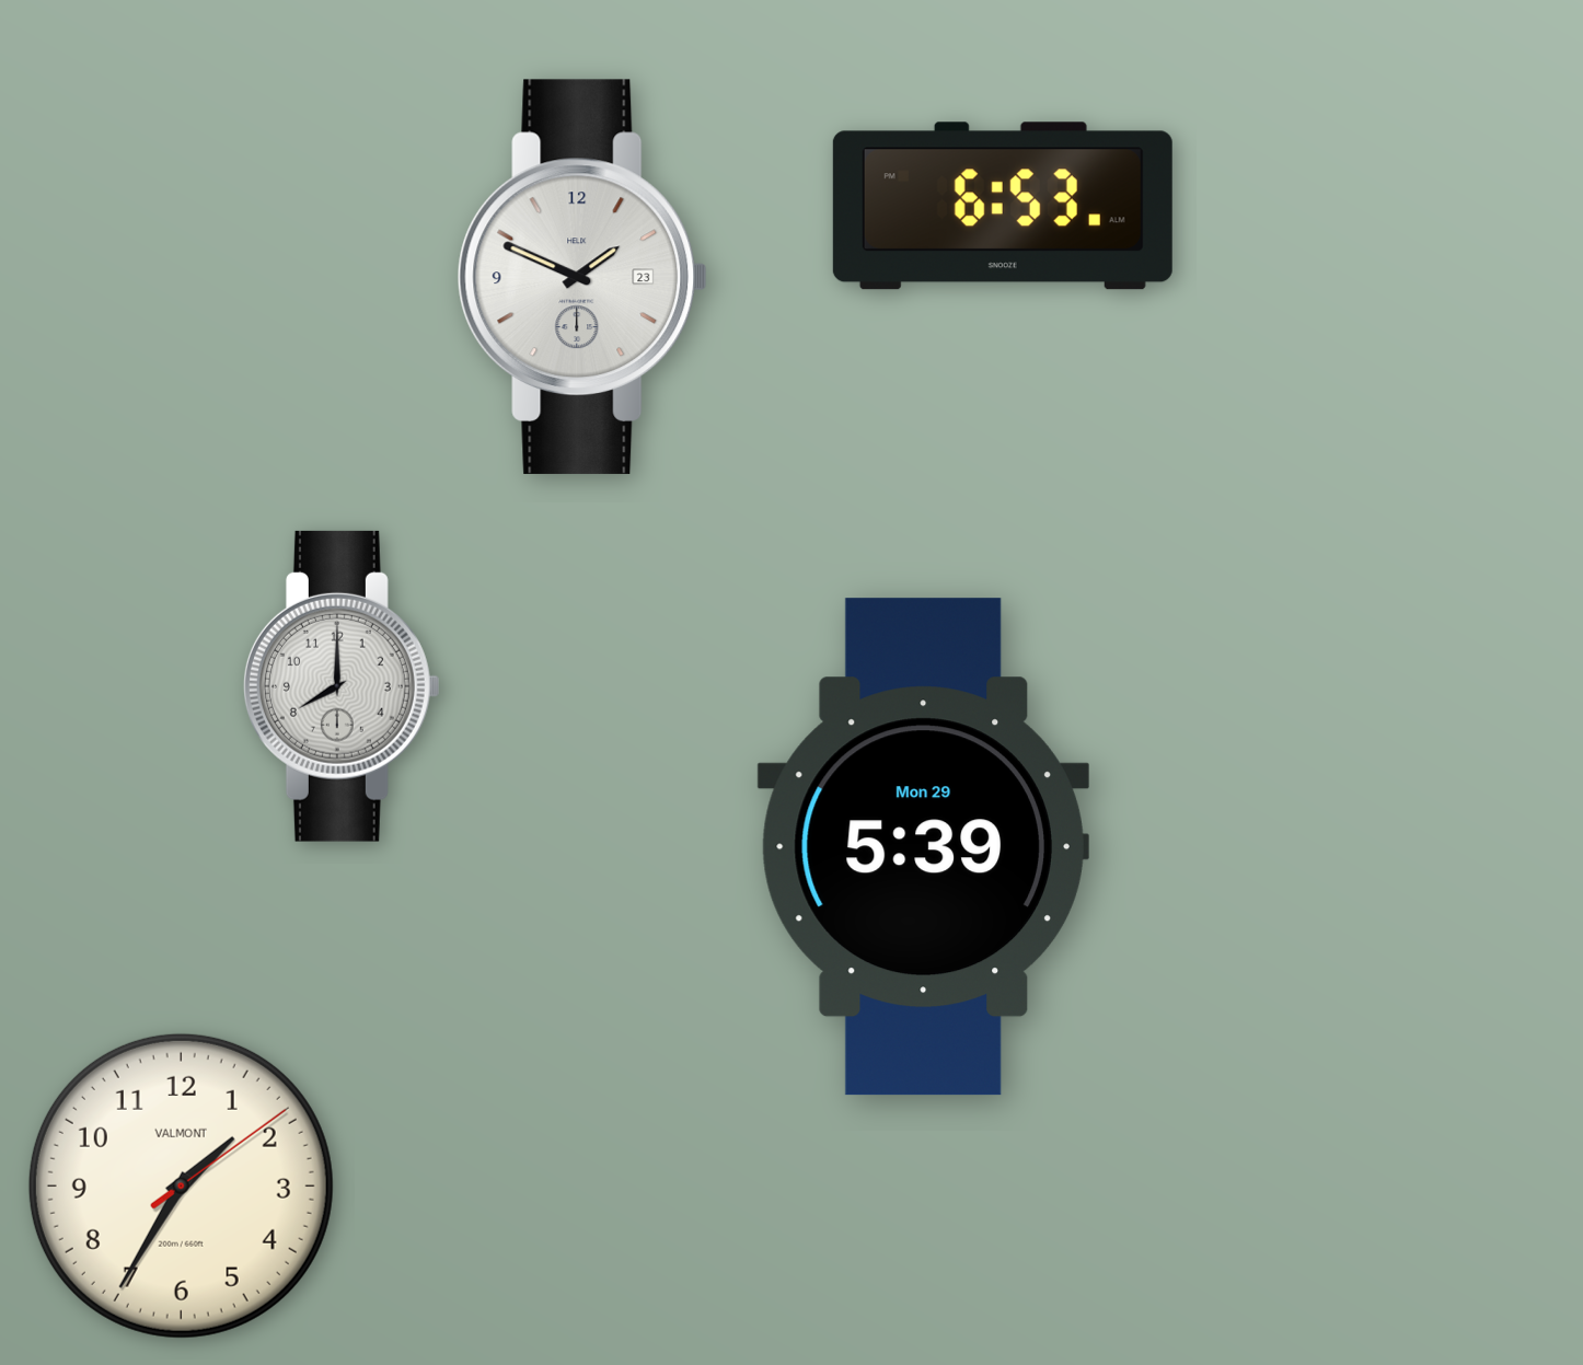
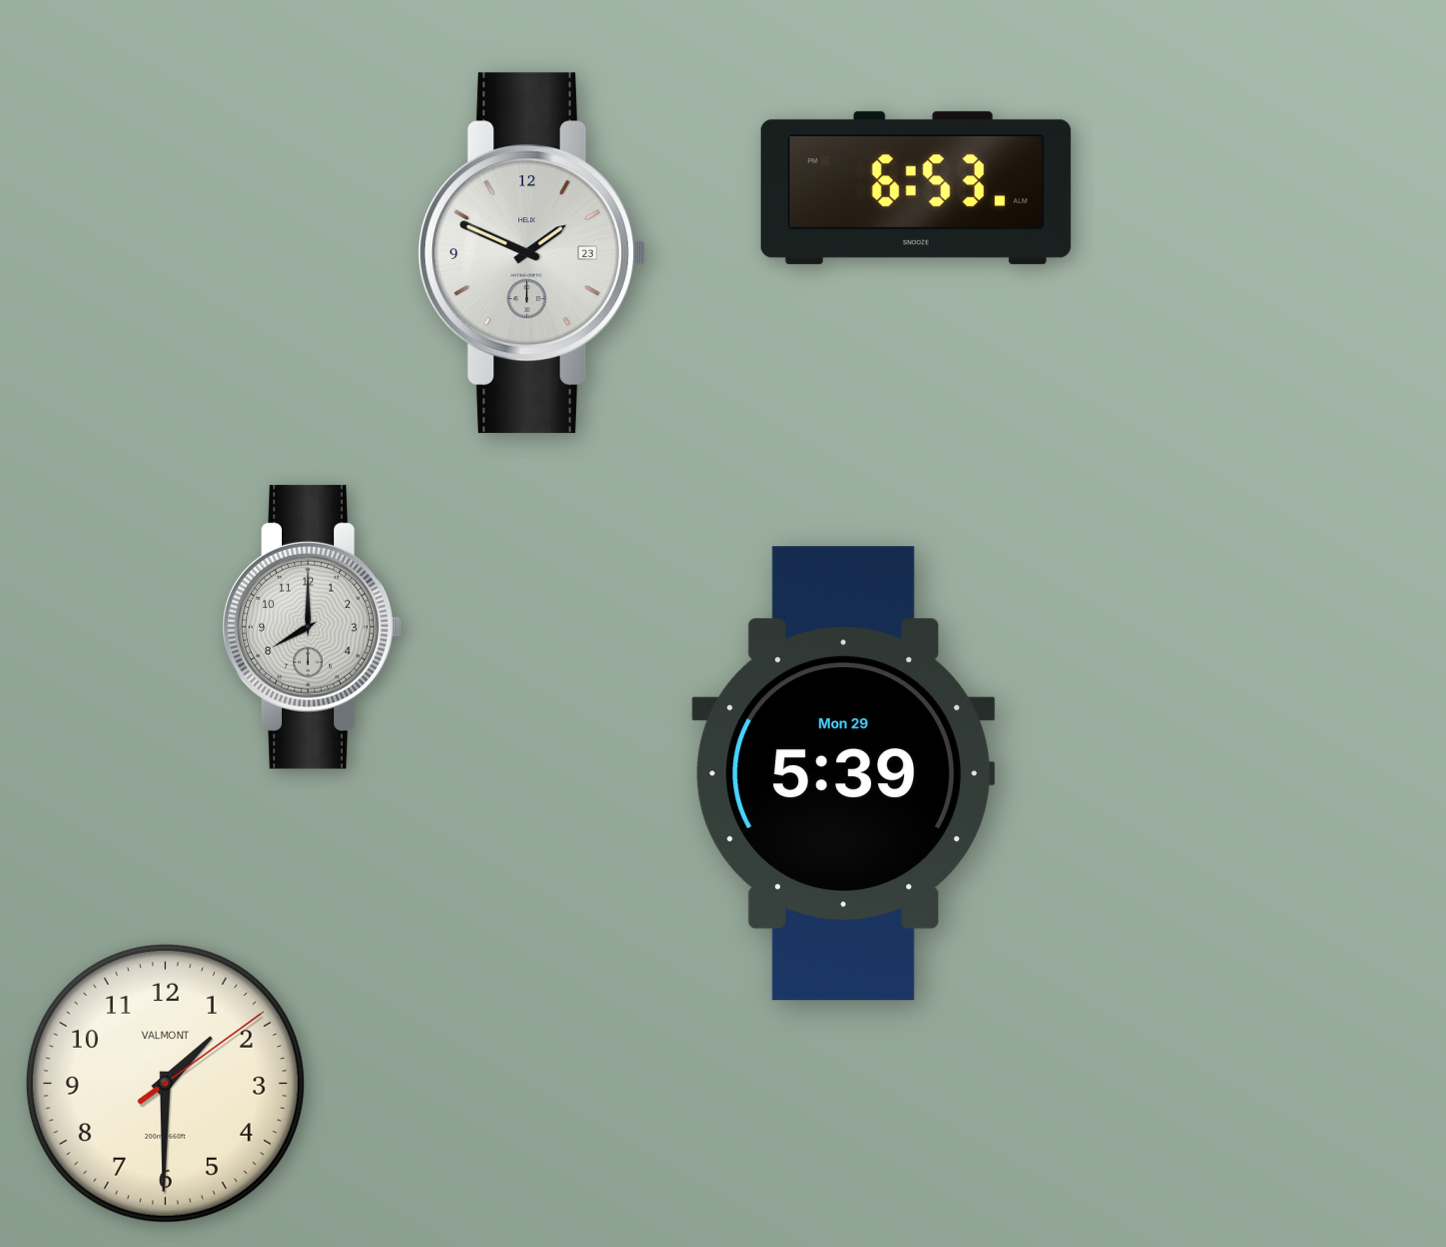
clock at (181, 1185): 1:35 -> 1:30
